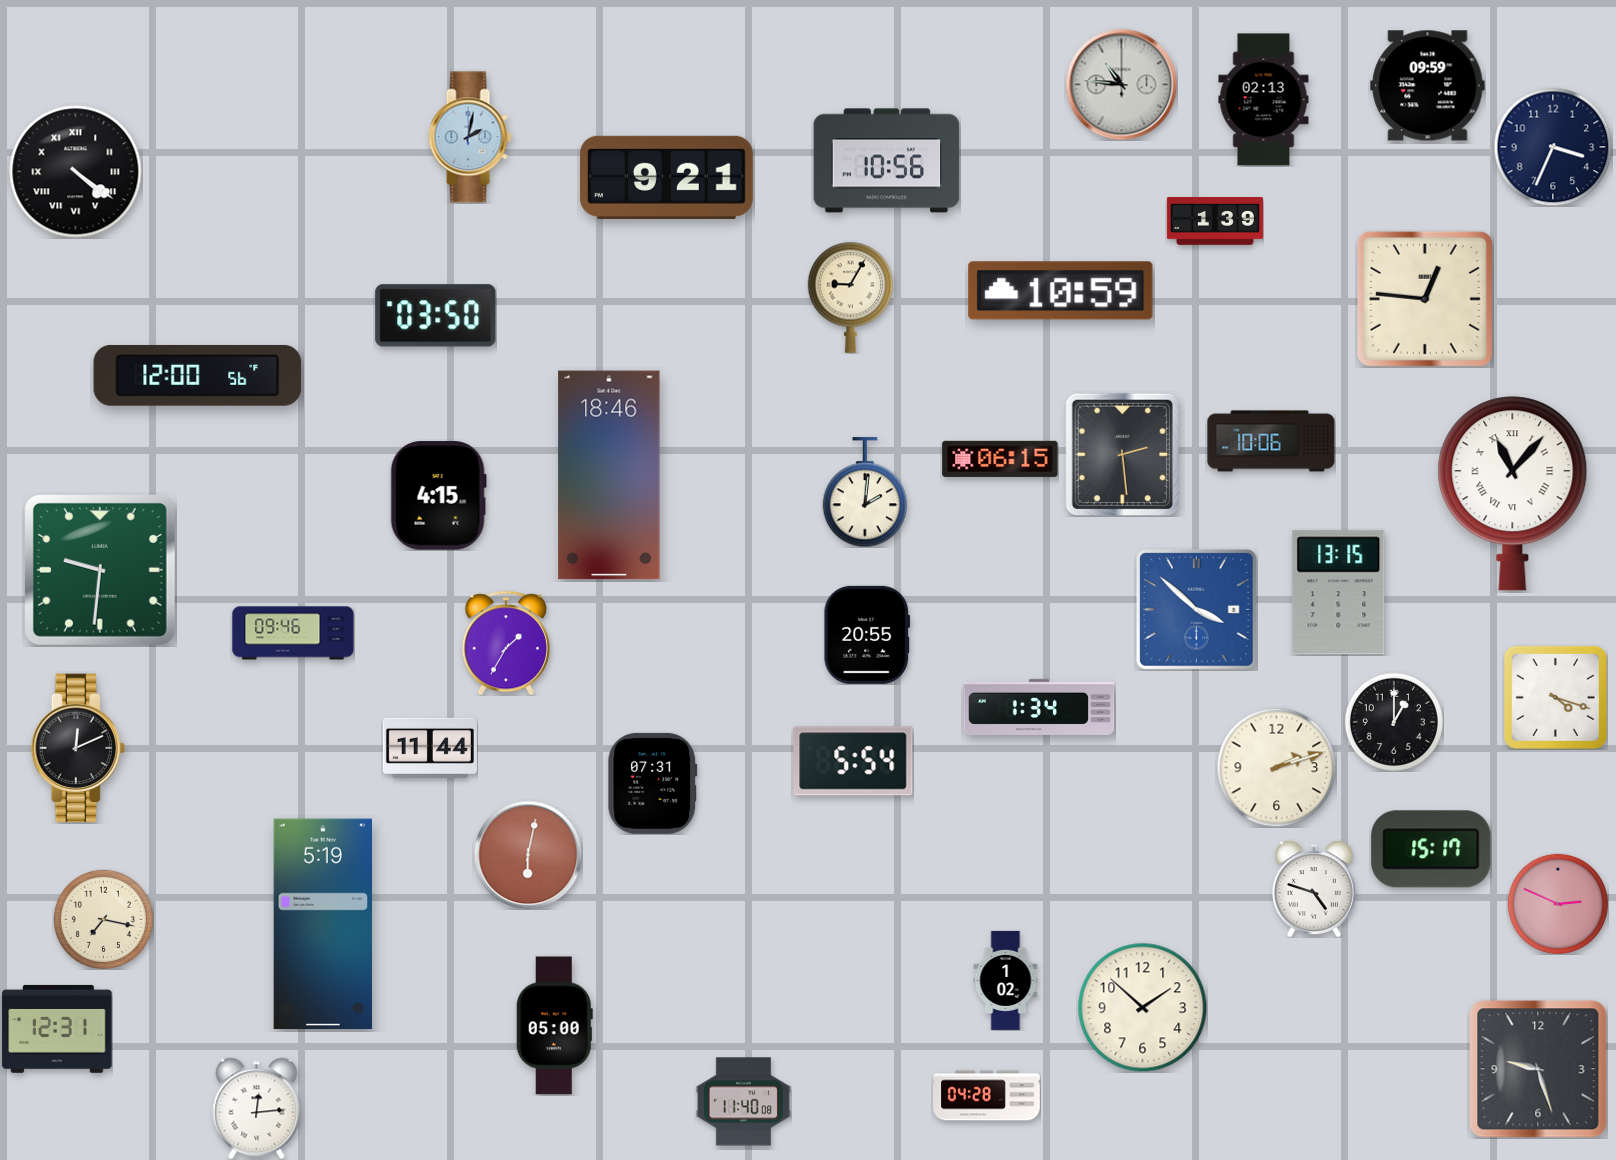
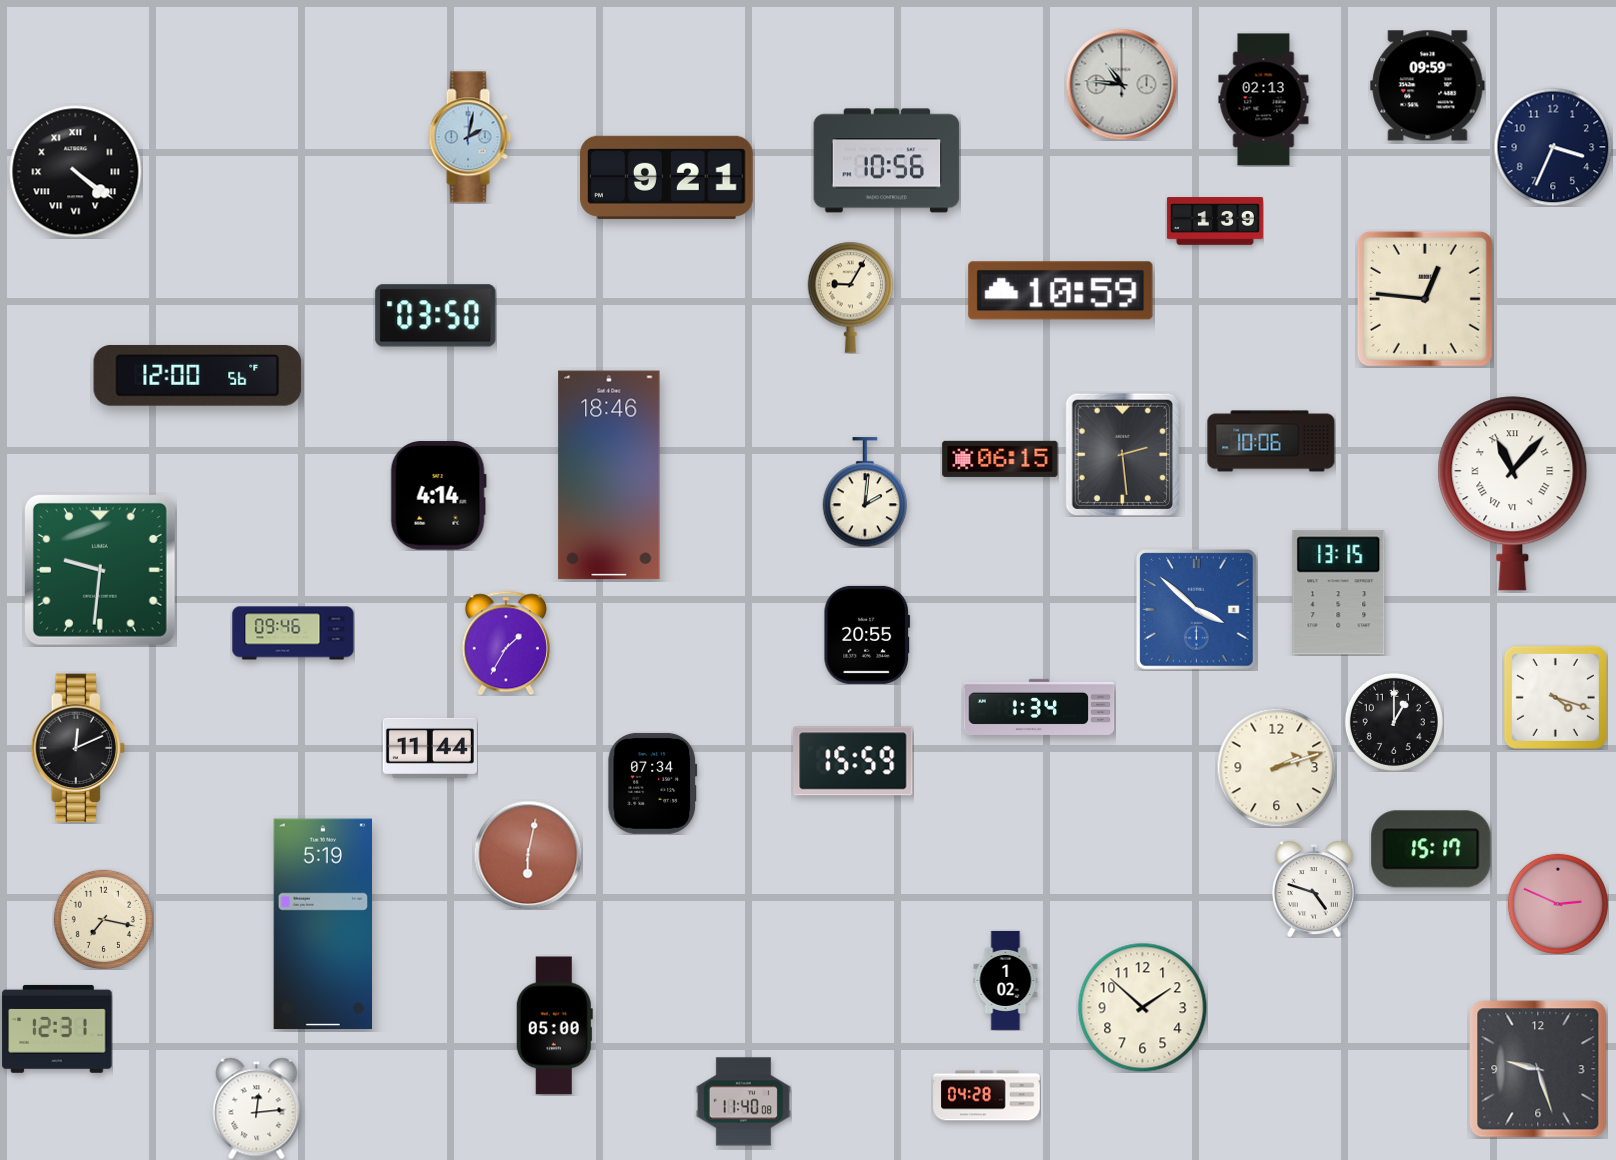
clock at (438, 496): 4:15 -> 4:14
clock at (853, 761): 5:54 -> 15:59
clock at (653, 783): 07:31 -> 07:34
